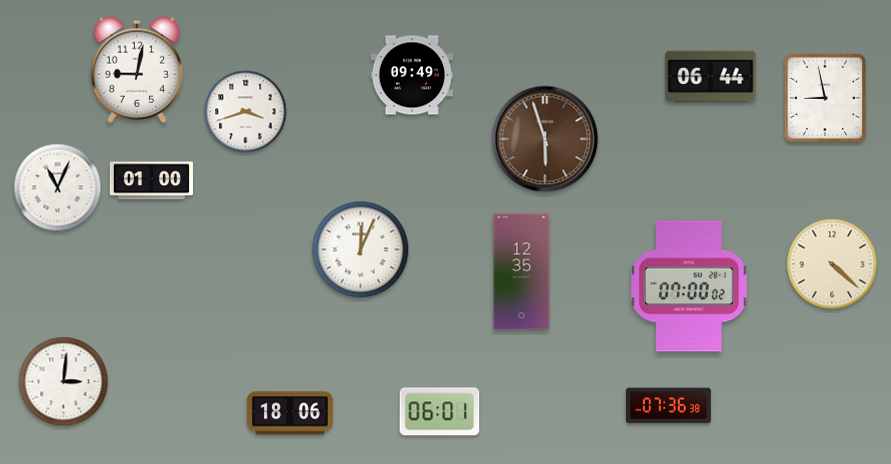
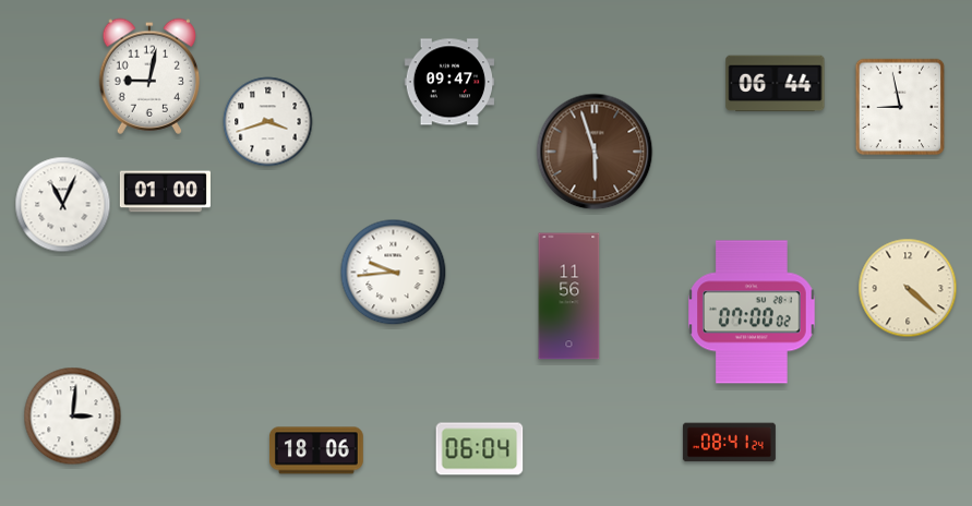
clock at (412, 75): 09:49 -> 09:47
clock at (151, 181) position: (151, 181) -> (165, 192)
clock at (361, 250): 12:04 -> 9:44
clock at (522, 272): 12:35 -> 11:56
clock at (64, 382) position: (64, 382) -> (73, 417)
clock at (668, 406): 07:36 -> 08:41
clock at (440, 412): 06:01 -> 06:04
